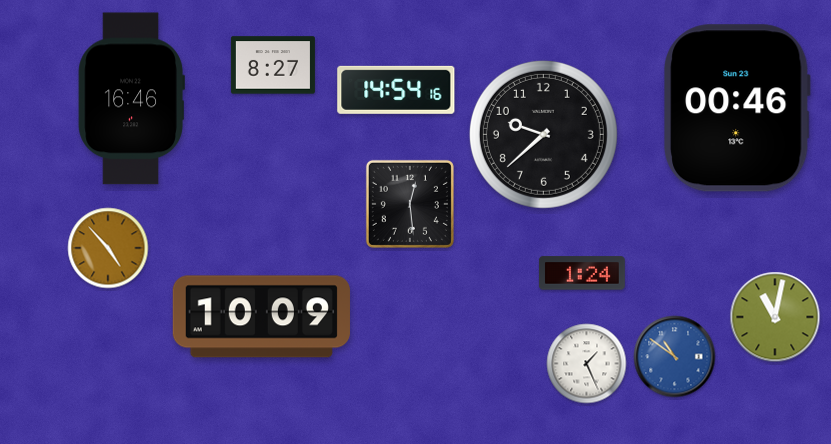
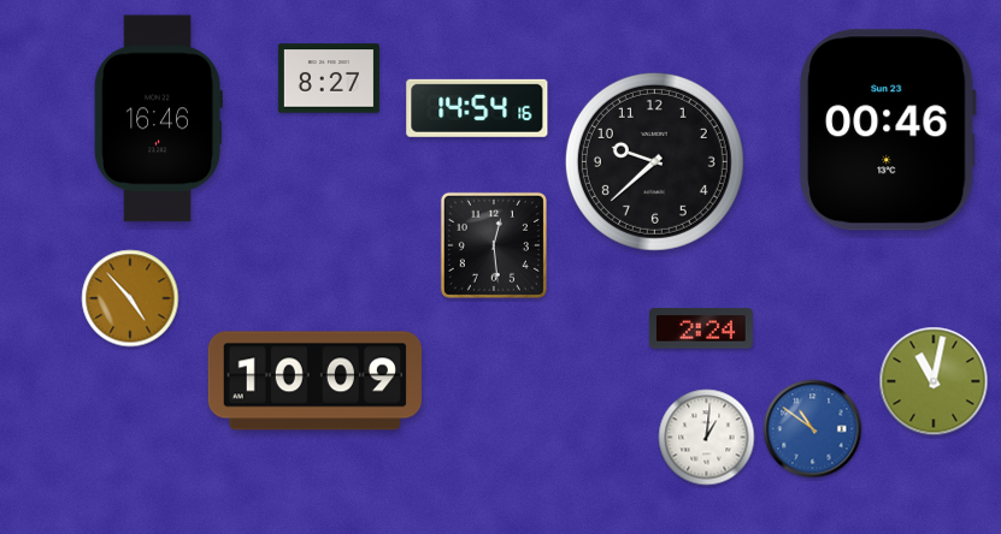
clock at (582, 273): 1:24 -> 2:24
clock at (587, 364): 1:26 -> 1:01
